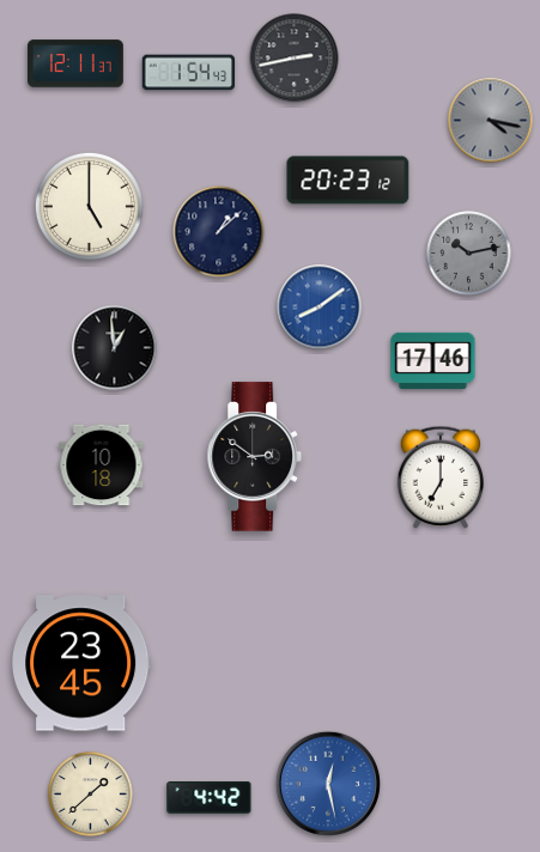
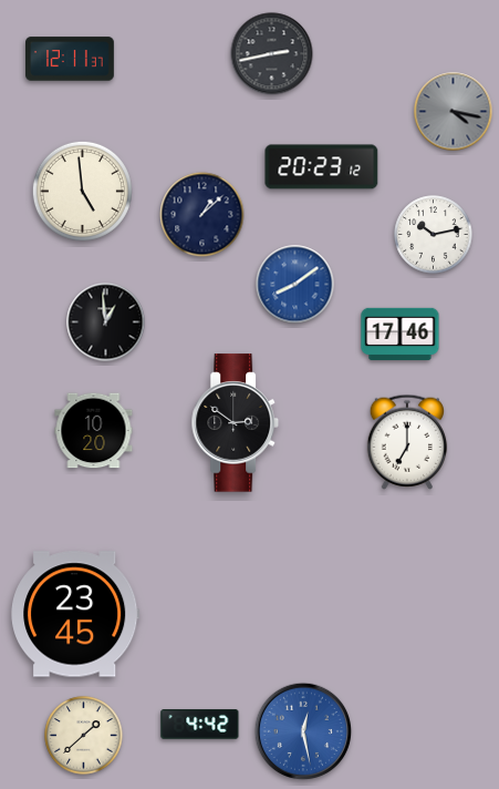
clock at (189, 73): 1:54 -> none
clock at (89, 206): 5:00 -> 4:59
clock at (469, 254) dial: grey -> white
clock at (102, 465): 10:18 -> 10:20
clock at (327, 783) position: (327, 783) -> (302, 730)
clock at (210, 798) position: (210, 798) -> (200, 725)
